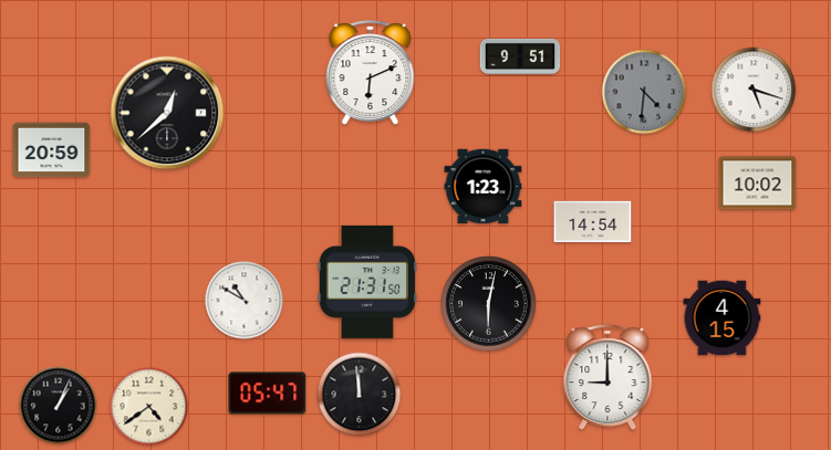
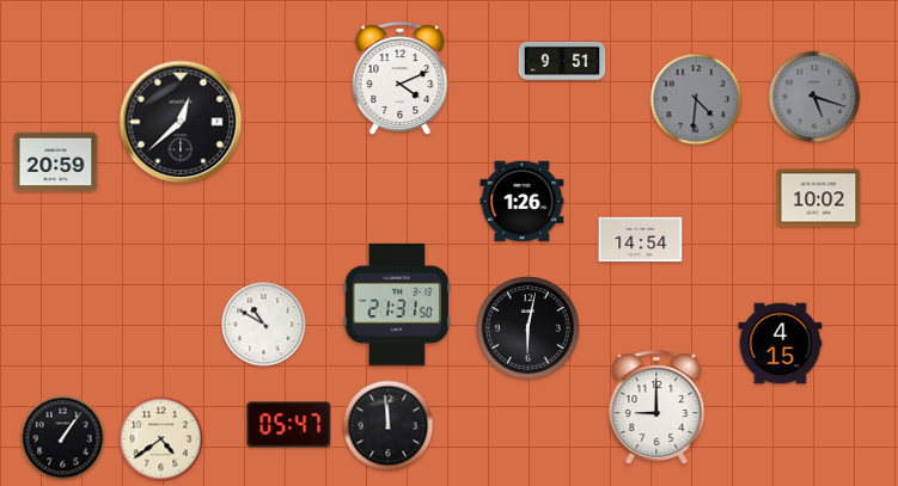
clock at (371, 73): 6:11 -> 4:11
clock at (754, 90) dial: white -> grey
clock at (484, 187): 1:23 -> 1:26
clock at (59, 406): 1:04 -> 1:06
